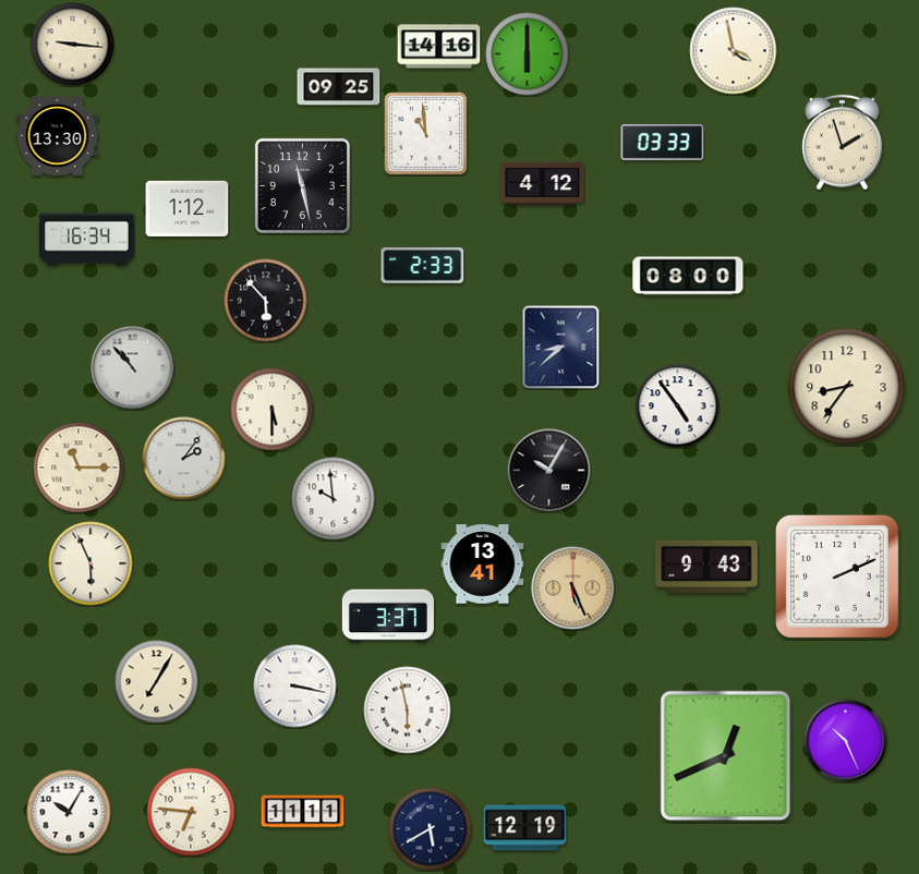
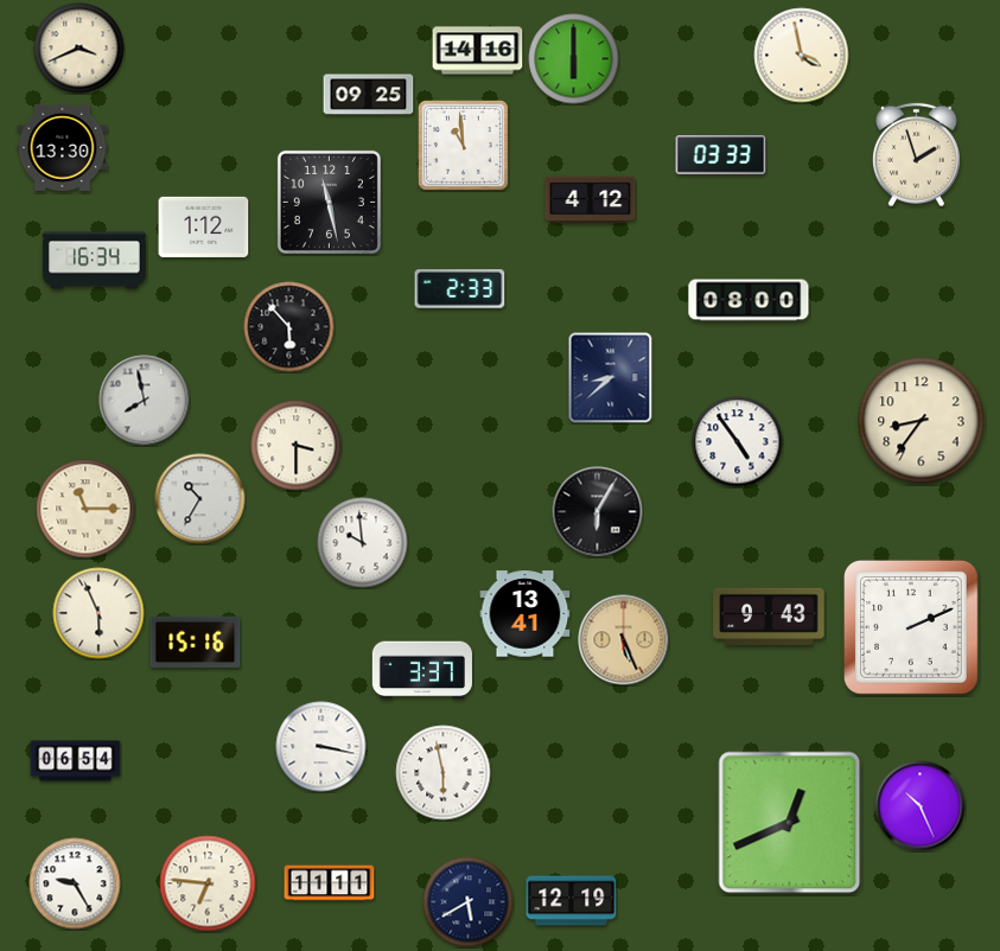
clock at (73, 45): 9:16 -> 3:41
clock at (734, 51) position: (734, 51) -> (802, 56)
clock at (133, 368): 10:53 -> 7:58
clock at (273, 410): 5:30 -> 3:30
clock at (184, 459): 2:06 -> 10:35
clock at (549, 471): 10:05 -> 6:05
clock at (196, 643): none -> 15:16
clock at (157, 682): 7:05 -> none
clock at (76, 761): none -> 06:54
clock at (69, 812): 10:05 -> 9:25
